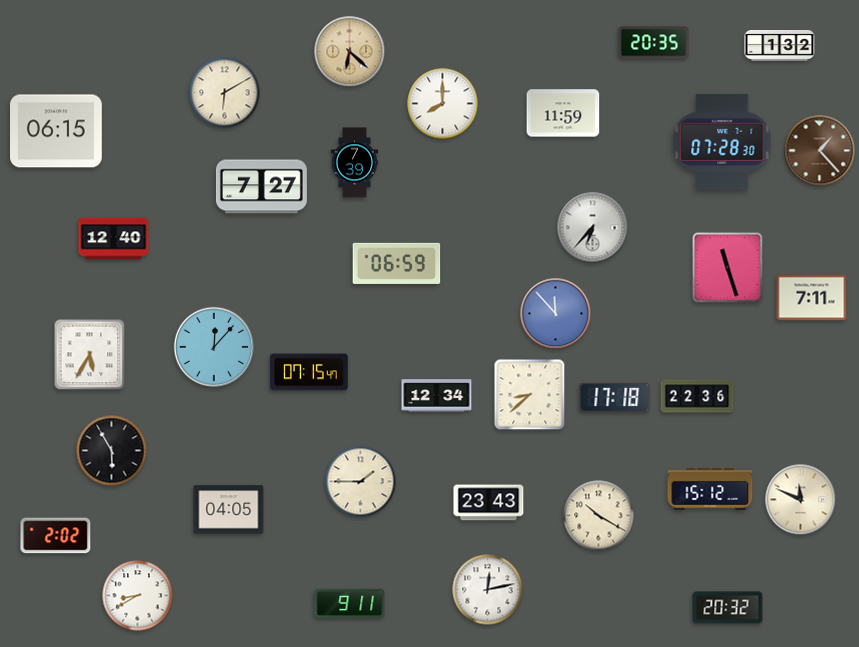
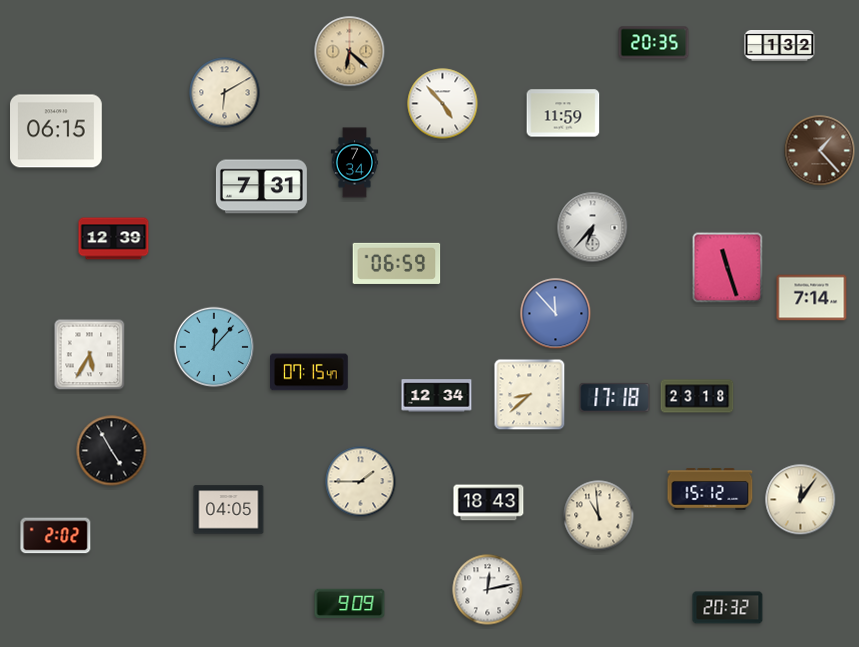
clock at (443, 104): 8:00 -> 4:53
clock at (722, 142): 07:28 -> none
clock at (355, 163): 7:39 -> 7:34
clock at (261, 187): 7:27 -> 7:31
clock at (114, 239): 12:40 -> 12:39
clock at (812, 298): 7:11 -> 7:14
clock at (697, 396): 22:36 -> 23:18
clock at (112, 451): 5:55 -> 4:55
clock at (801, 500): 11:49 -> 12:06
clock at (489, 503): 23:43 -> 18:43
clock at (599, 516): 10:20 -> 10:59
clock at (138, 596): 8:40 -> none
clock at (350, 603): 9:11 -> 9:09
